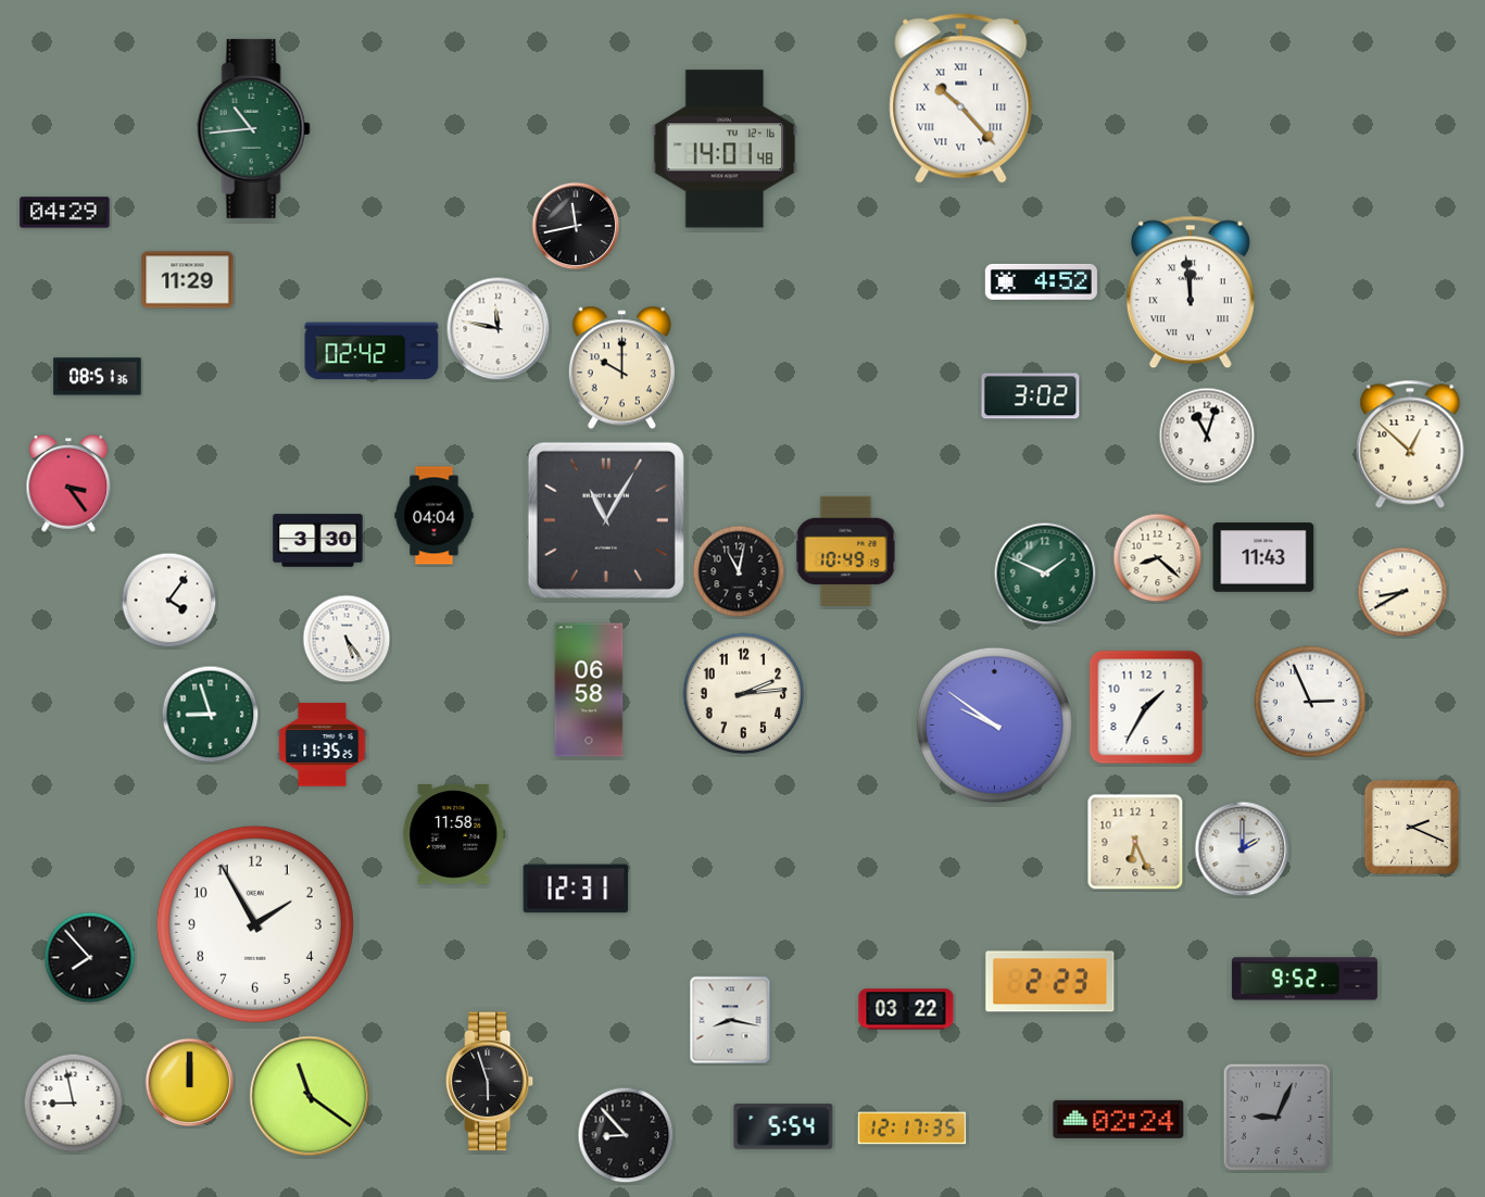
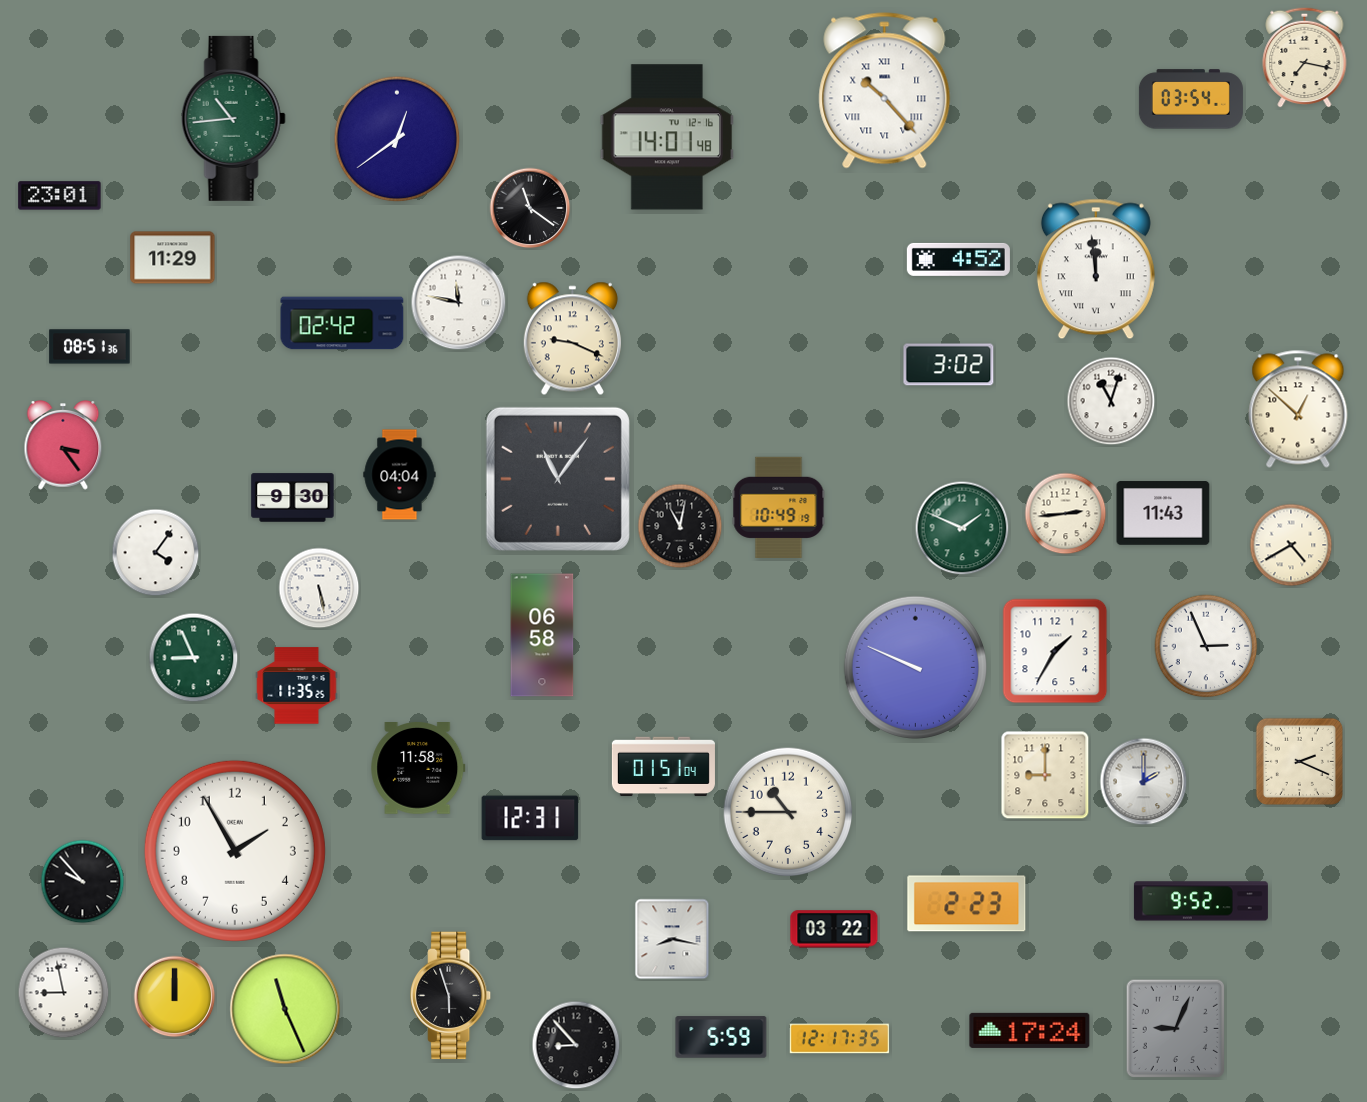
clock at (1305, 57): none -> 7:17
clock at (1191, 99): none -> 03:54
clock at (397, 139): none -> 12:39
clock at (65, 213): 04:29 -> 23:01
clock at (576, 226): 11:43 -> 11:21
clock at (621, 368): 10:00 -> 9:19
clock at (606, 520): 11:05 -> 11:06
clock at (318, 541): 3:30 -> 9:30
clock at (1158, 558): 8:22 -> 2:44
clock at (1402, 592): 8:40 -> 4:40
clock at (347, 639): 5:24 -> 5:28
clock at (744, 694): 2:14 -> none
clock at (211, 715): 8:57 -> 8:56
clock at (994, 724): 9:51 -> 9:49
clock at (663, 767): none -> 01:51
clock at (1135, 842): 6:26 -> 9:00
clock at (788, 812): none -> 10:45
clock at (90, 958): 7:53 -> 9:53
clock at (310, 1096): 11:21 -> 11:26
clock at (74, 1104) position: (74, 1104) -> (64, 993)
clock at (1119, 1119): 02:24 -> 17:24
clock at (783, 1126): 5:54 -> 5:59
